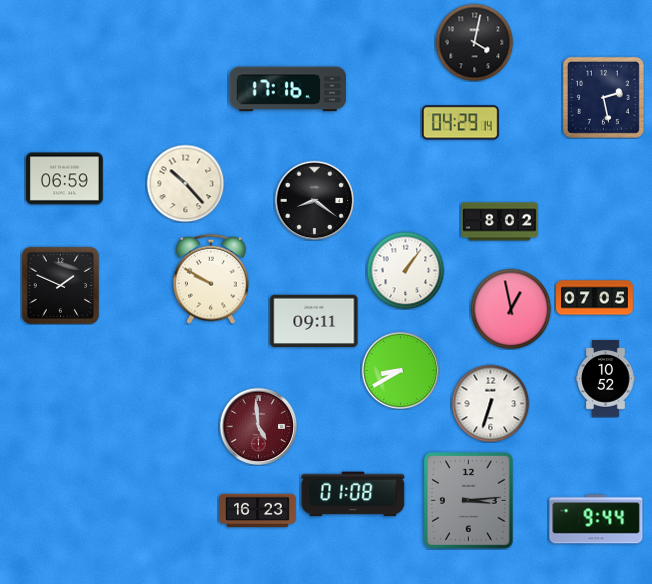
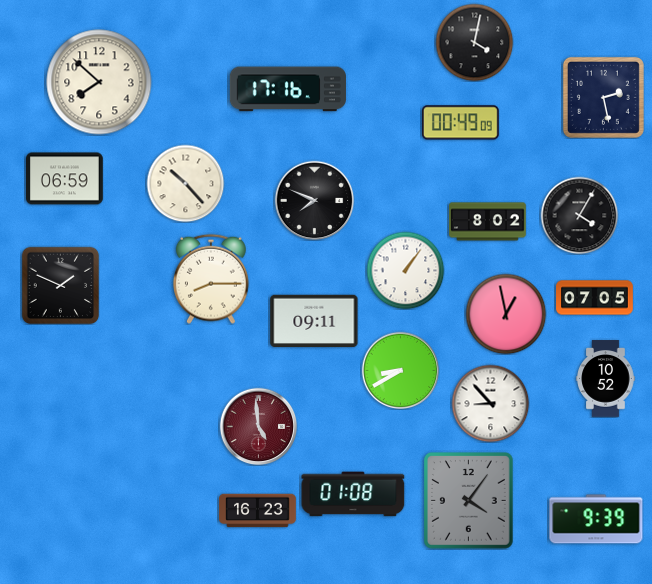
clock at (99, 82): none -> 7:52
clock at (461, 123): 04:29 -> 00:49
clock at (314, 200): 8:21 -> 7:49
clock at (579, 215): none -> 4:05
clock at (500, 222) position: (500, 222) -> (488, 222)
clock at (212, 279): 9:50 -> 8:15
clock at (511, 309) position: (511, 309) -> (506, 314)
clock at (490, 403): 6:33 -> 8:53
clock at (469, 501): 3:14 -> 4:06
clock at (596, 519): 9:44 -> 9:39
